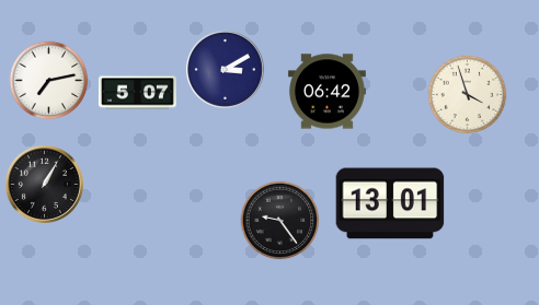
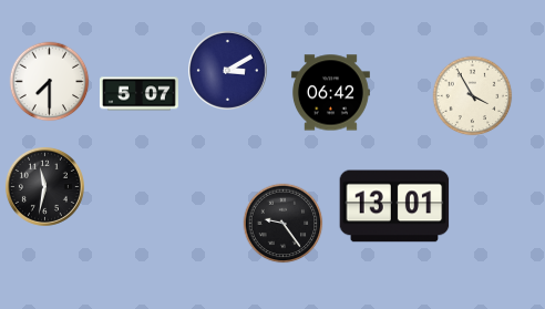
clock at (49, 81): 7:13 -> 7:30
clock at (468, 95): 3:57 -> 3:55
clock at (44, 184): 1:05 -> 11:32
